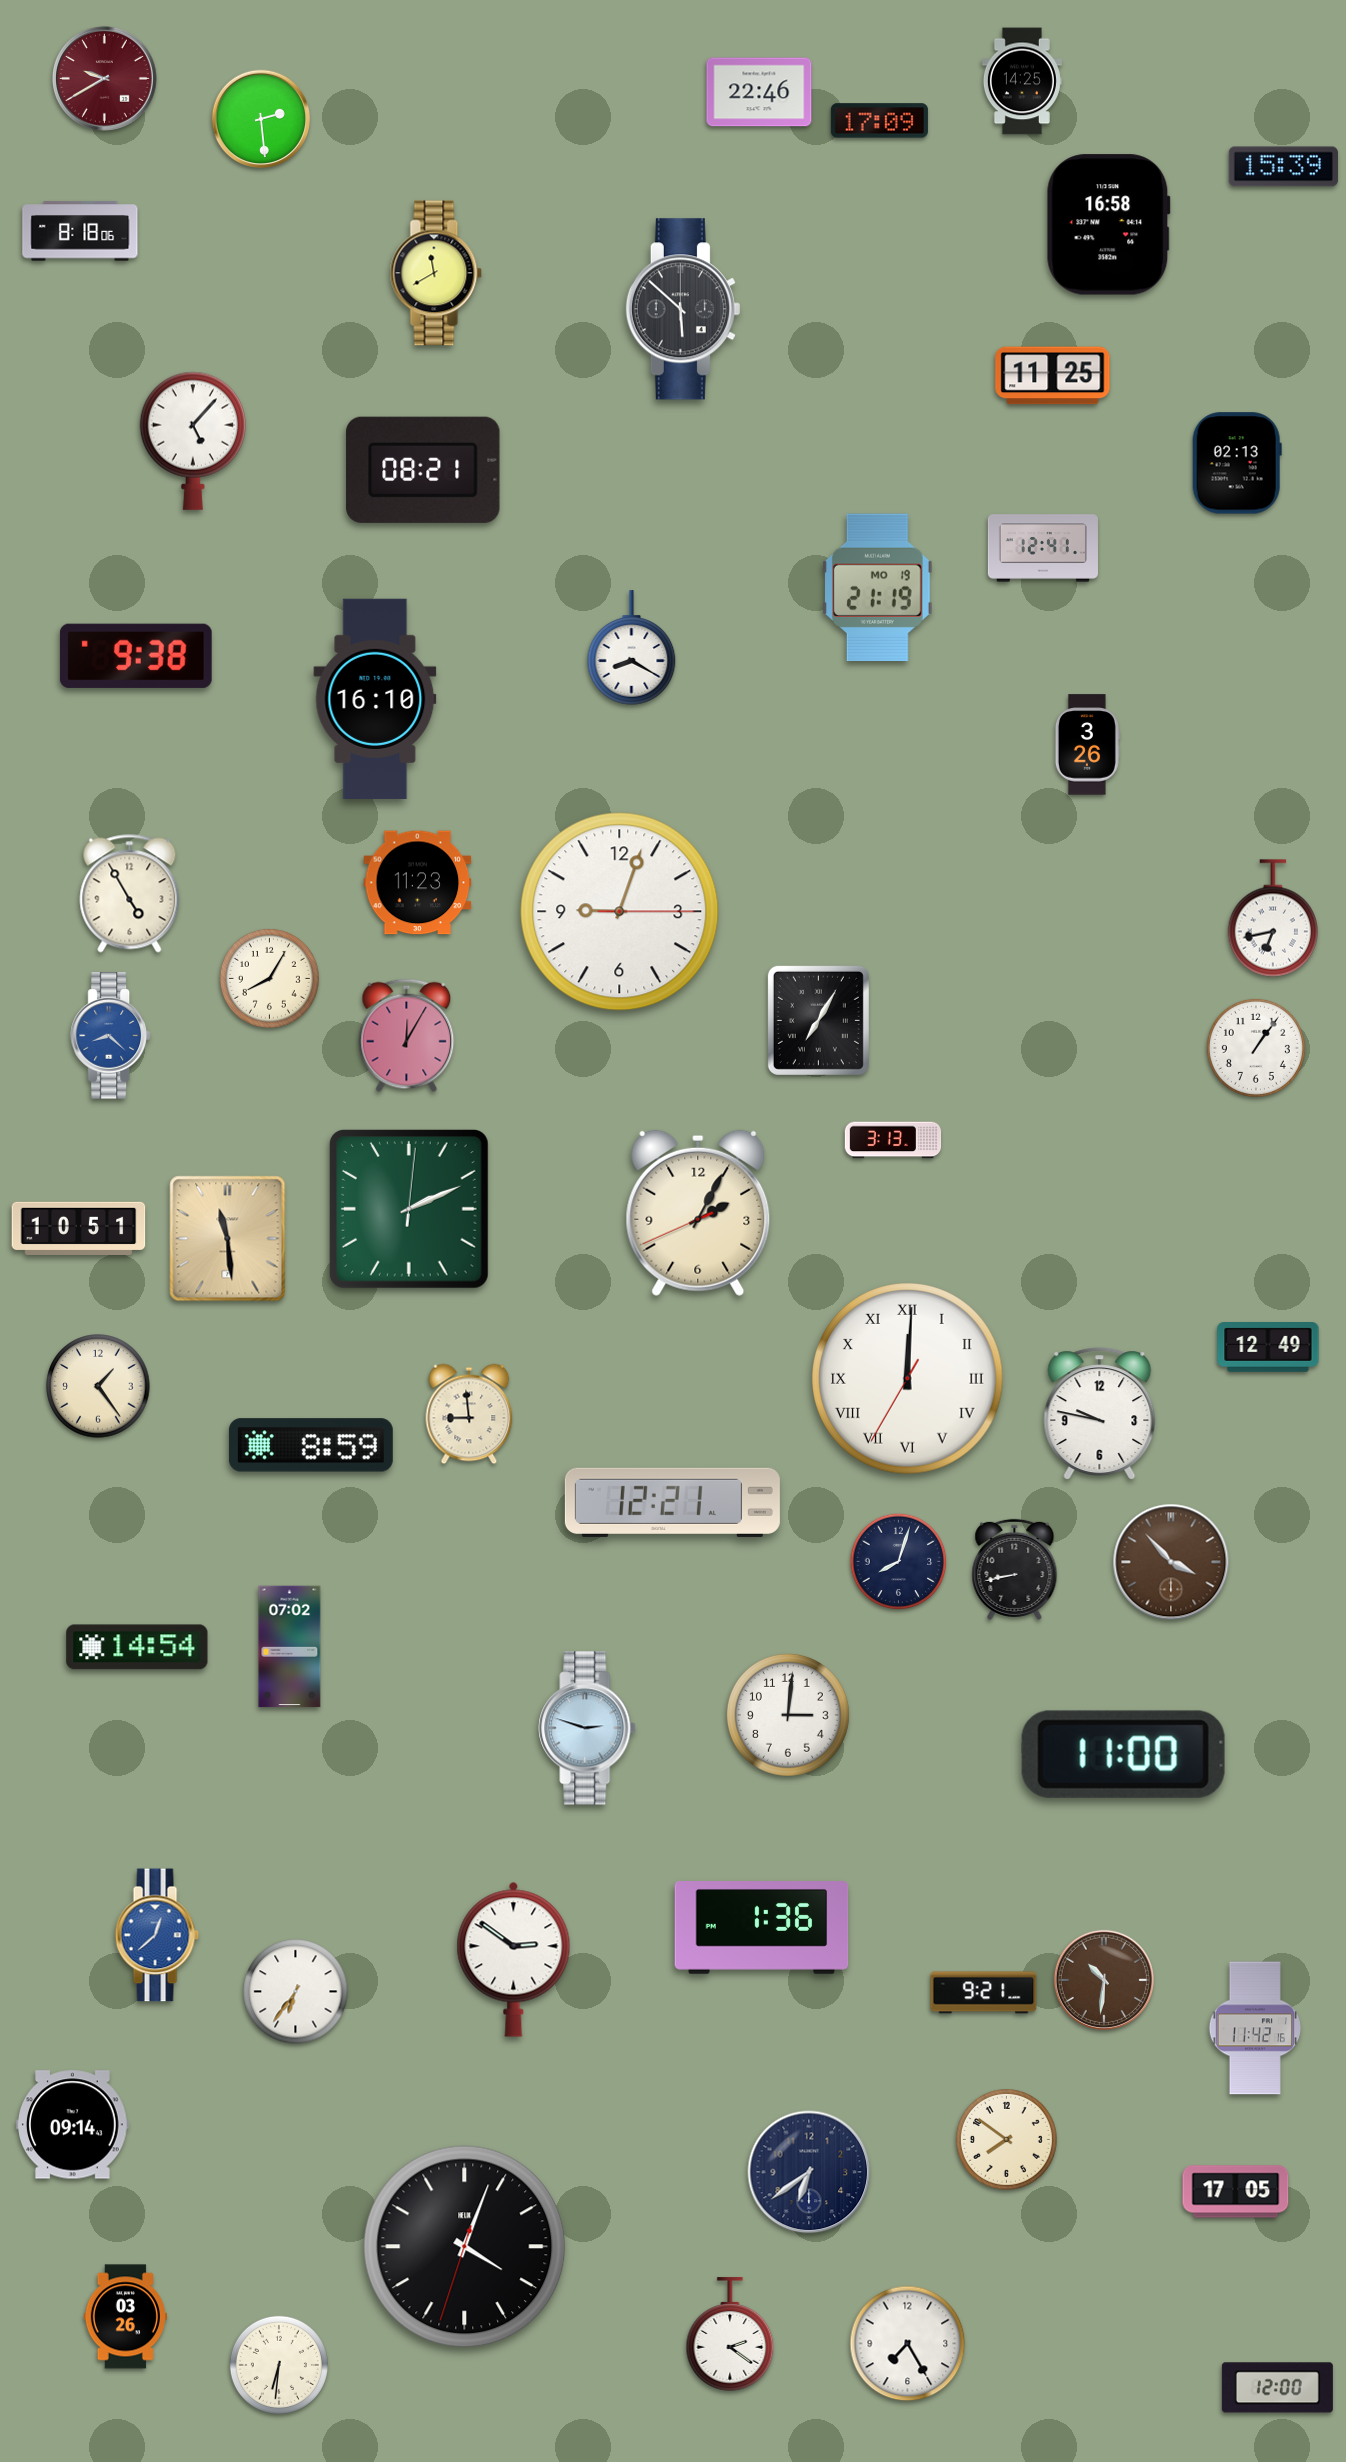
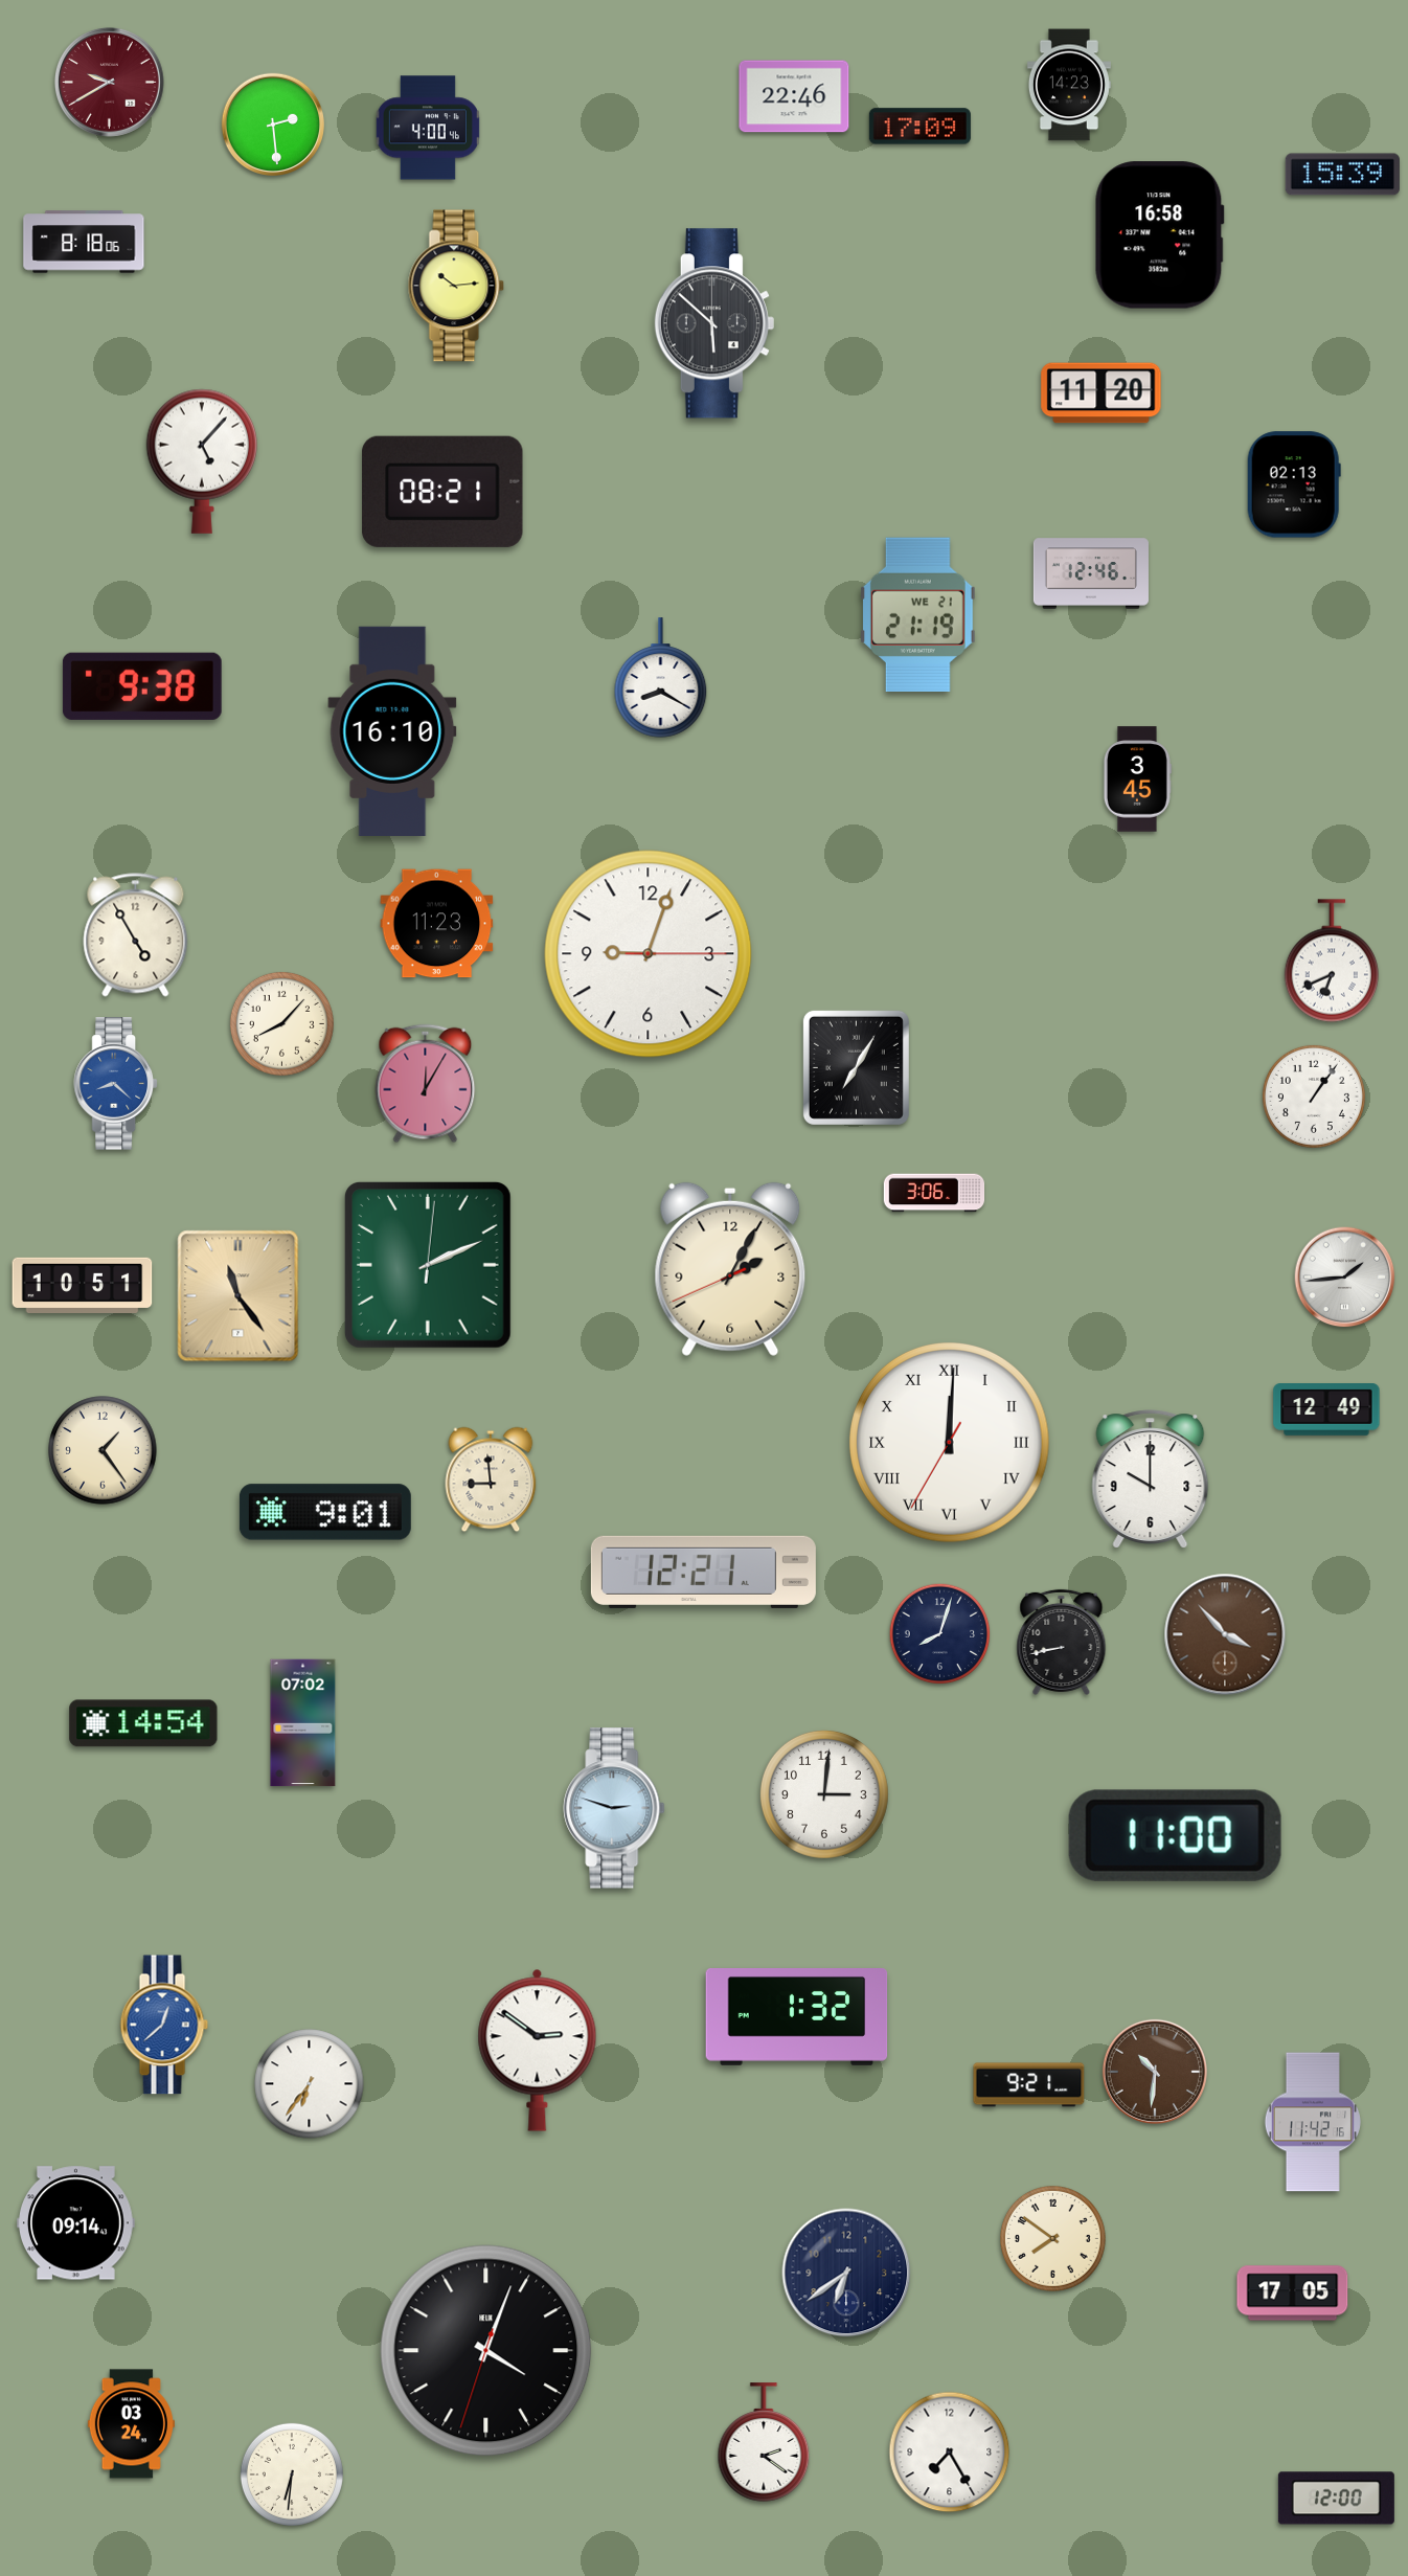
clock at (1022, 81): 14:25 -> 14:23
clock at (428, 128): none -> 4:00
clock at (436, 273): 11:40 -> 10:14
clock at (1053, 376): 11:25 -> 11:20
clock at (1043, 548): 12:41 -> 12:46
clock at (877, 587) date: MO 19 -> WE 21
clock at (1087, 745): 3:26 -> 3:45
clock at (1272, 918): 6:43 -> 6:41
clock at (269, 978): 8:05 -> 8:07
clock at (893, 1140): 3:13 -> 3:06
clock at (1345, 1278): none -> 1:44
clock at (228, 1239): 11:29 -> 11:24
clock at (1100, 1414): 9:47 -> 10:00
clock at (311, 1445): 8:59 -> 9:01
clock at (762, 1928): 1:36 -> 1:32
clock at (125, 2317): 03:26 -> 03:24
